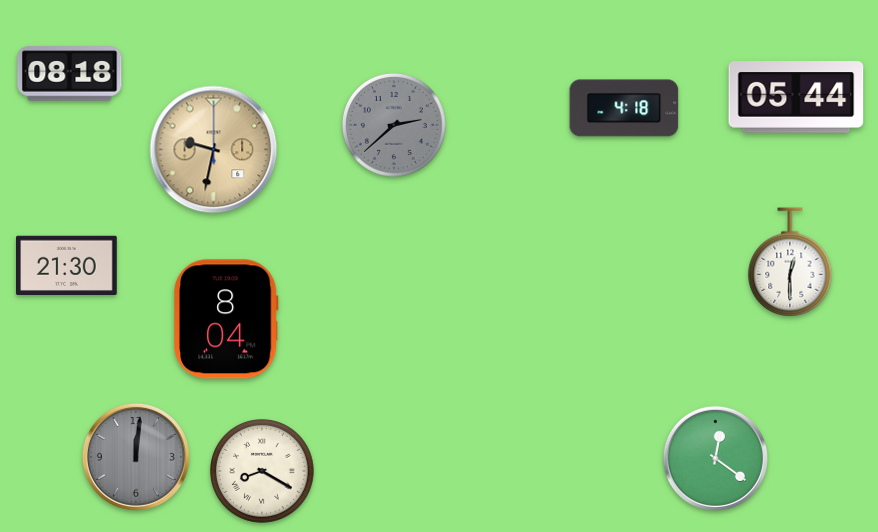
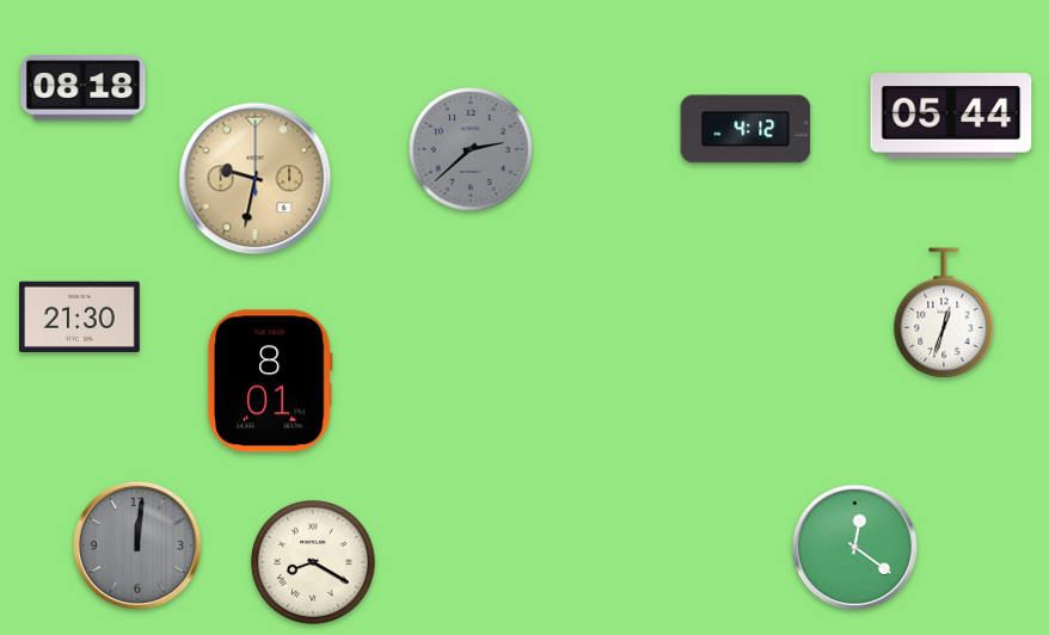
clock at (624, 108): 4:18 -> 4:12
clock at (790, 262): 12:30 -> 12:33
clock at (227, 319): 8:04 -> 8:01
clock at (136, 457) position: (136, 457) -> (137, 545)
